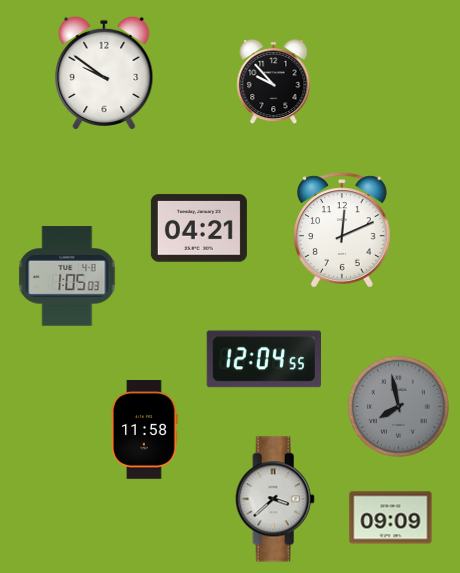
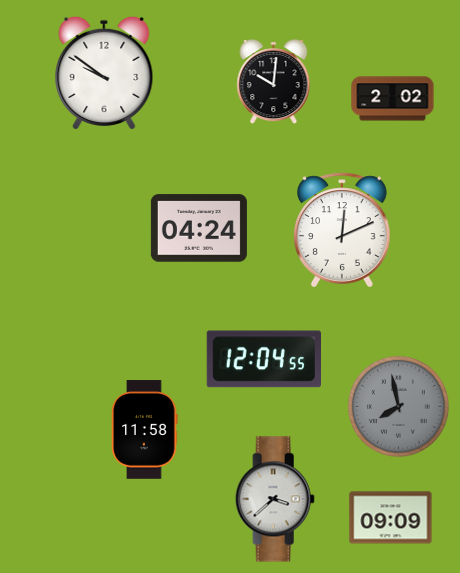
clock at (274, 83): 9:53 -> 10:01
clock at (393, 99): none -> 2:02
clock at (199, 228): 04:21 -> 04:24
clock at (67, 276): 1:05 -> none
